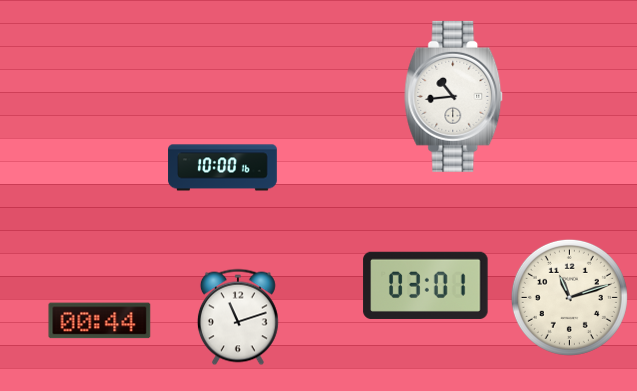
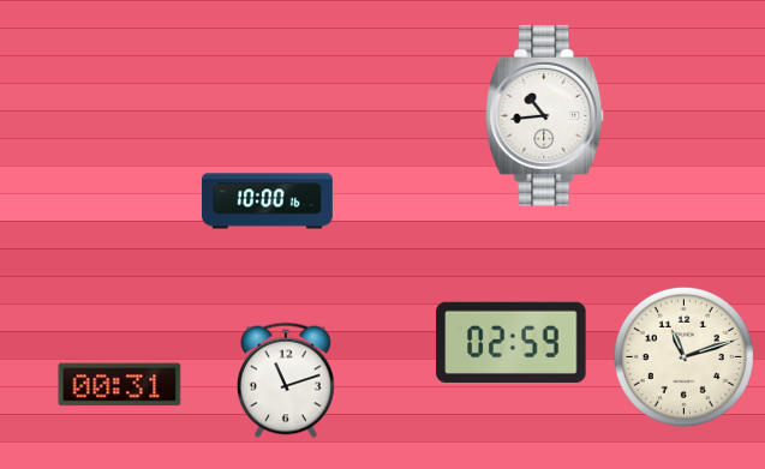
clock at (426, 285): 03:01 -> 02:59
clock at (100, 321): 00:44 -> 00:31
